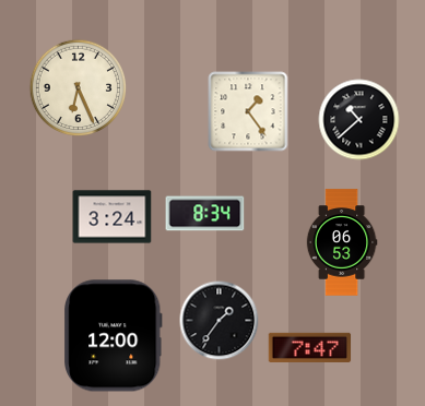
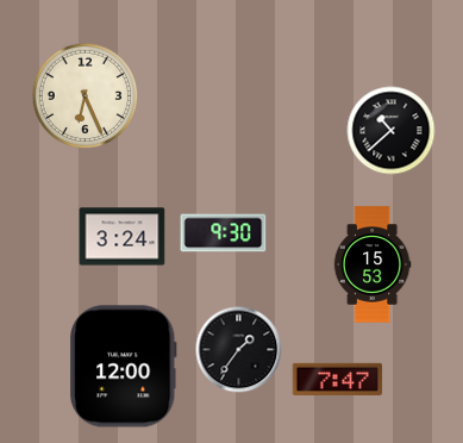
clock at (248, 111): 1:24 -> none
clock at (205, 214): 8:34 -> 9:30
clock at (342, 242): 06:53 -> 15:53
